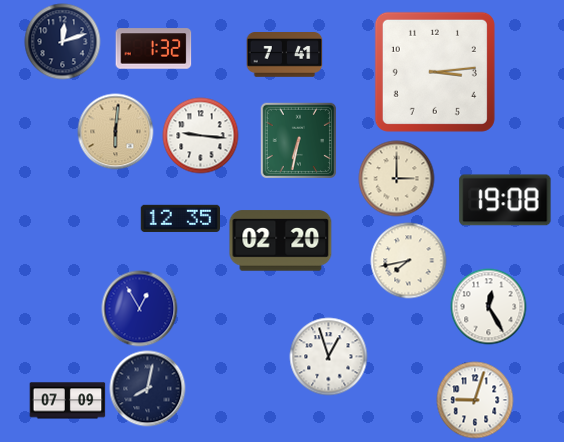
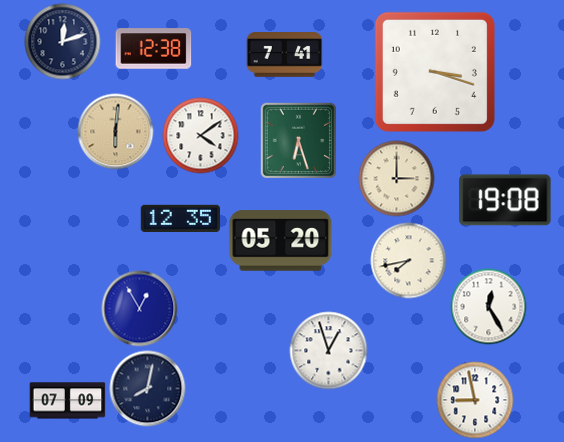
clock at (154, 49): 1:32 -> 12:38
clock at (435, 72): 3:14 -> 3:18
clock at (201, 136): 9:16 -> 4:09
clock at (298, 140): 6:32 -> 6:27
clock at (281, 241): 02:20 -> 05:20
clock at (329, 357) position: (329, 357) -> (329, 351)
clock at (475, 400): 9:03 -> 8:58
